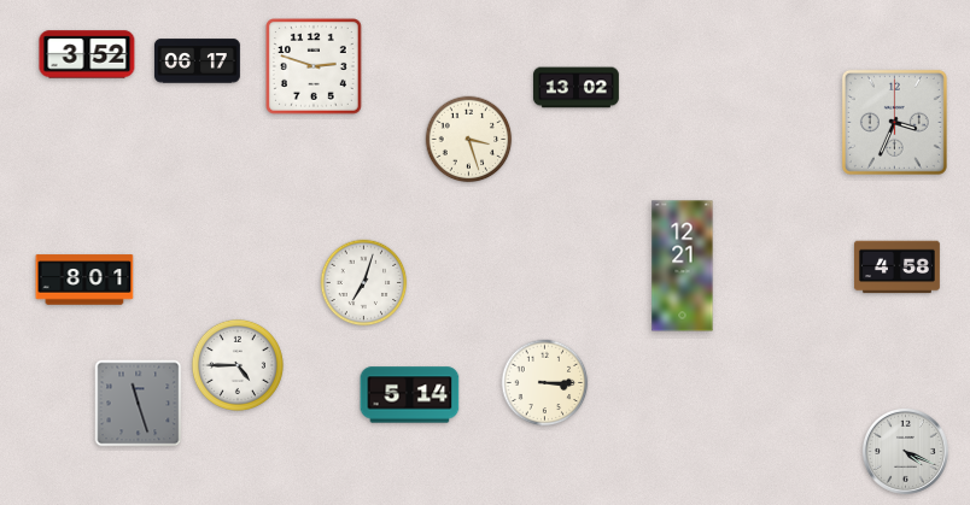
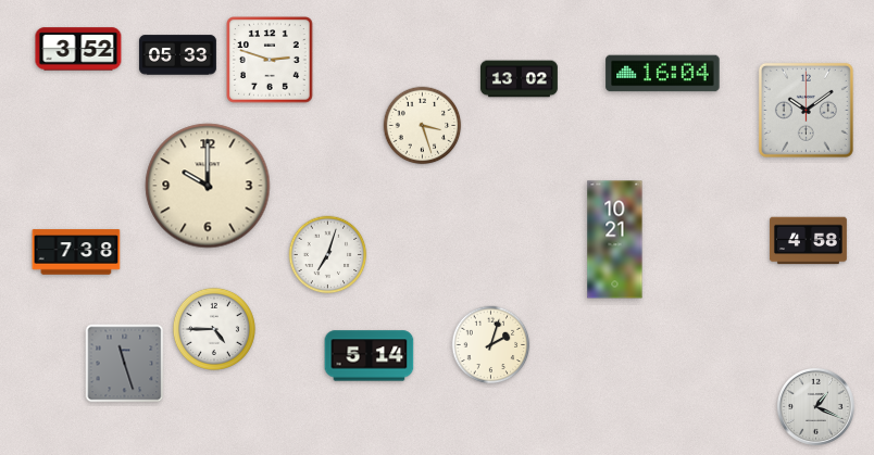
clock at (197, 61): 06:17 -> 05:33
clock at (315, 67) position: (315, 67) -> (271, 61)
clock at (663, 74): none -> 16:04
clock at (894, 122): 3:34 -> 10:09
clock at (208, 186): none -> 10:00
clock at (683, 266): 12:21 -> 10:21
clock at (84, 280): 8:01 -> 7:38
clock at (545, 383): 3:15 -> 2:03
clock at (905, 451): 4:19 -> 1:19
